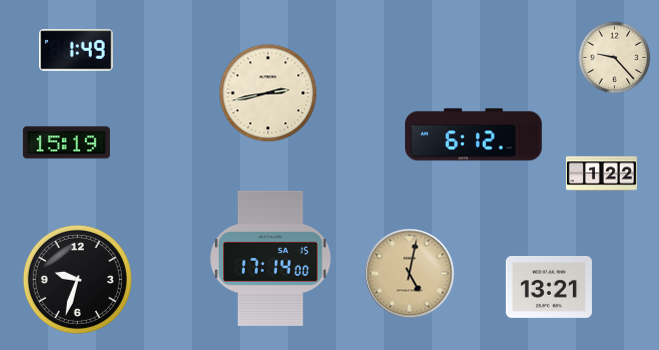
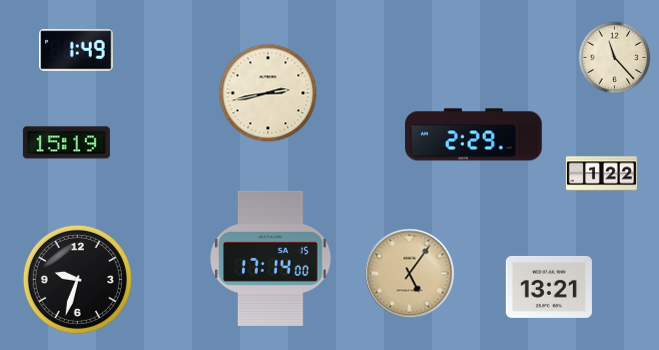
clock at (615, 58): 9:23 -> 11:23
clock at (474, 135): 6:12 -> 2:29
clock at (410, 274): 5:02 -> 5:06
